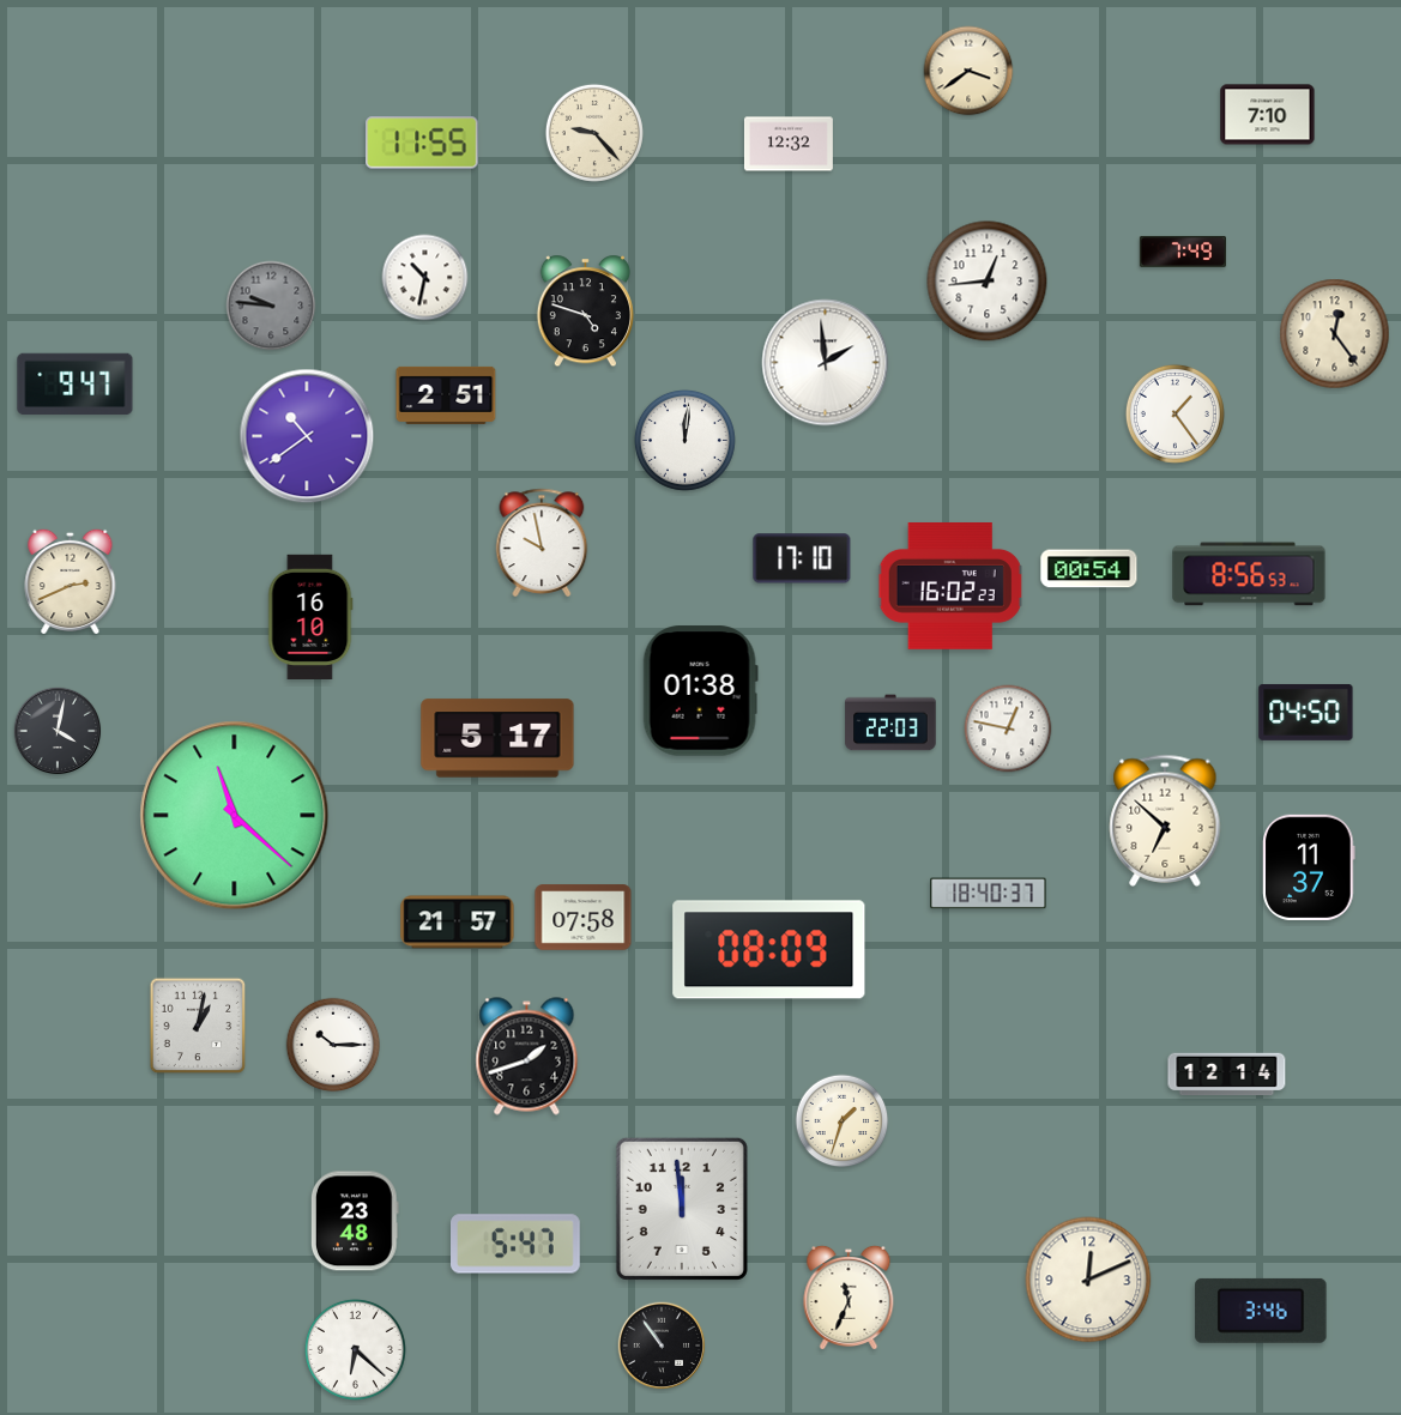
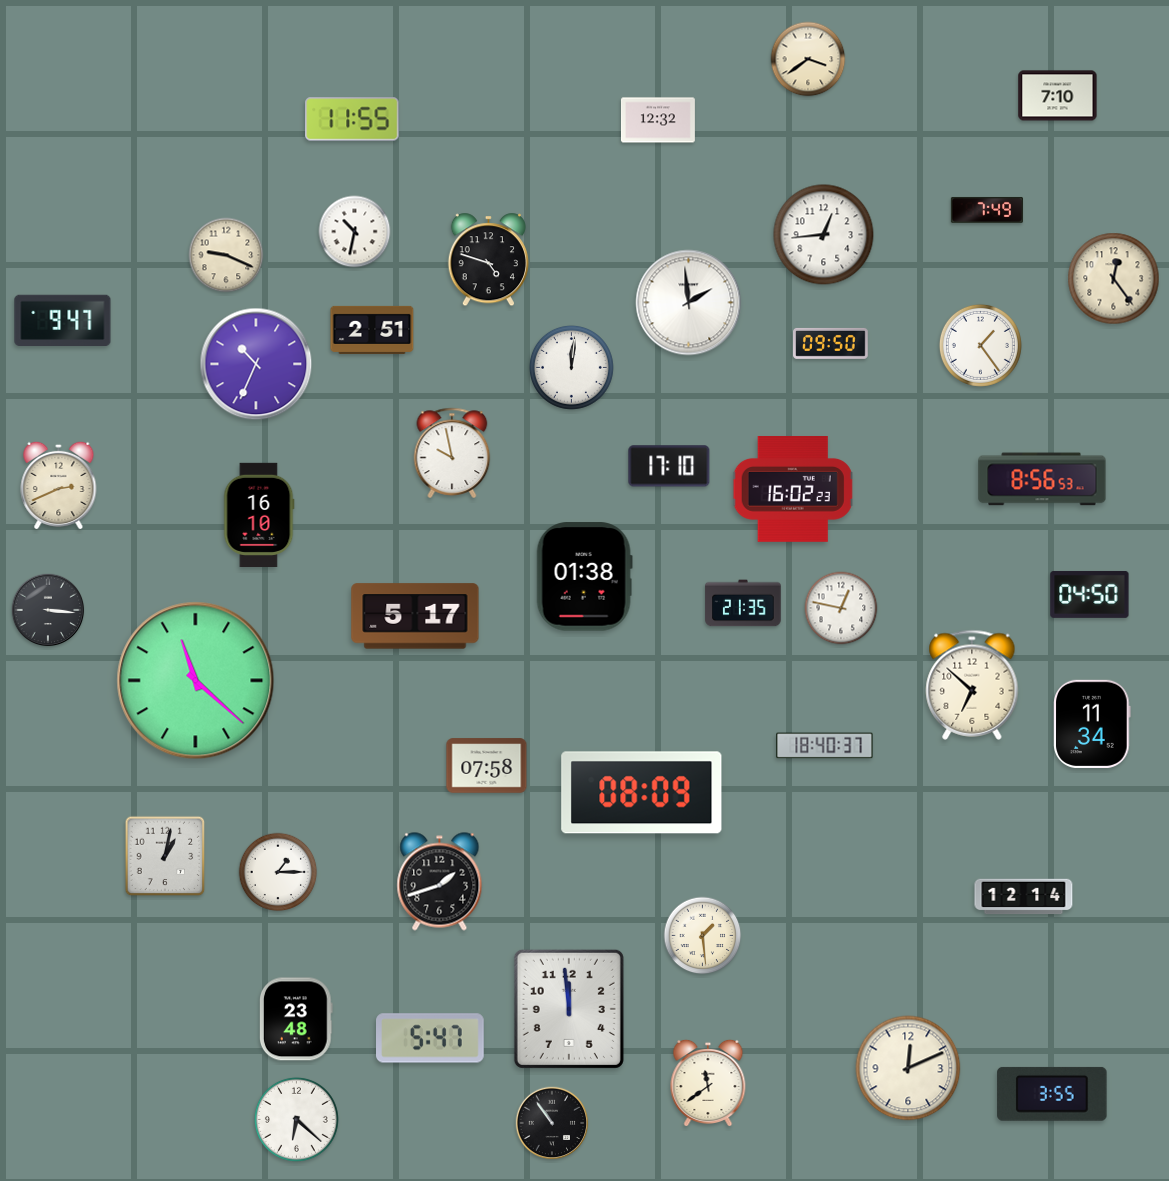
clock at (594, 133): 9:23 -> none
clock at (271, 306): 9:46 -> 9:19
clock at (271, 306) dial: grey -> cream
clock at (831, 343): none -> 09:50
clock at (307, 436): 10:39 -> 10:34
clock at (1089, 569): 00:54 -> none
clock at (890, 722): 22:03 -> 21:35
clock at (58, 731): 4:02 -> 3:16
clock at (1309, 867): 11:37 -> 11:34
clock at (458, 923): 21:57 -> none
clock at (333, 1045): 10:15 -> 1:15
clock at (843, 1121): 1:33 -> 1:29
clock at (849, 1296): 11:34 -> 11:39
clock at (1261, 1311): 3:46 -> 3:55
clock at (355, 1349) position: (355, 1349) -> (296, 1119)
